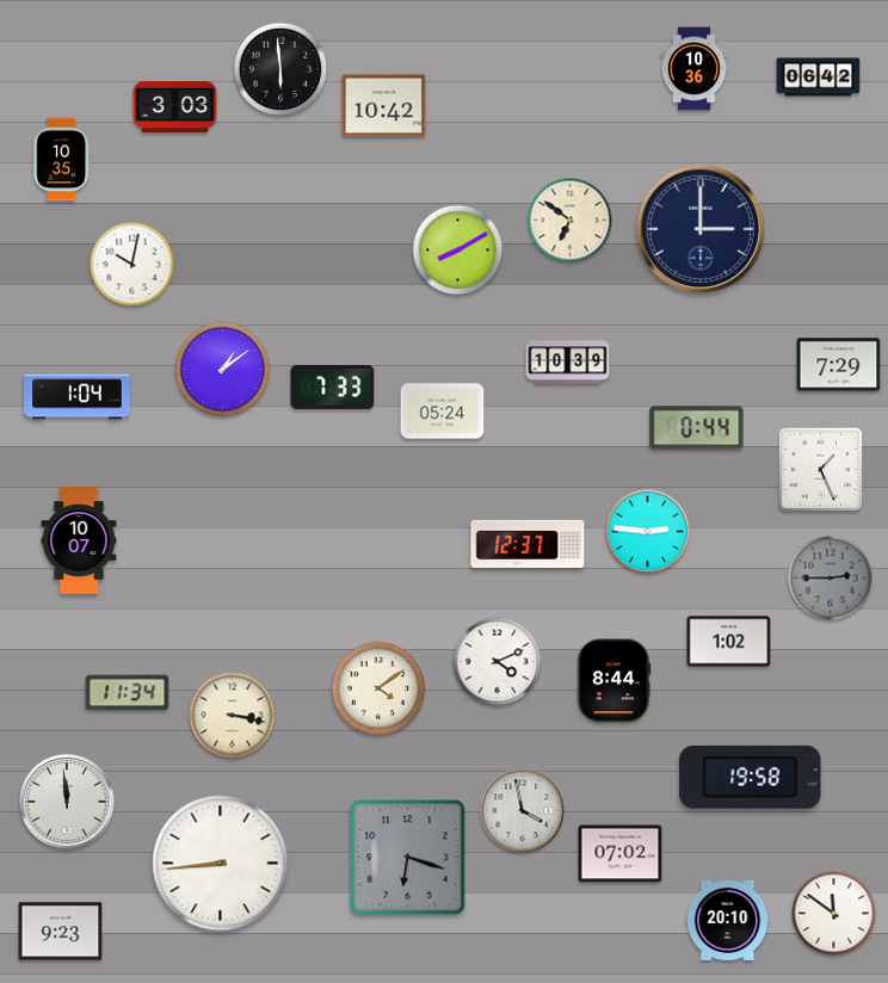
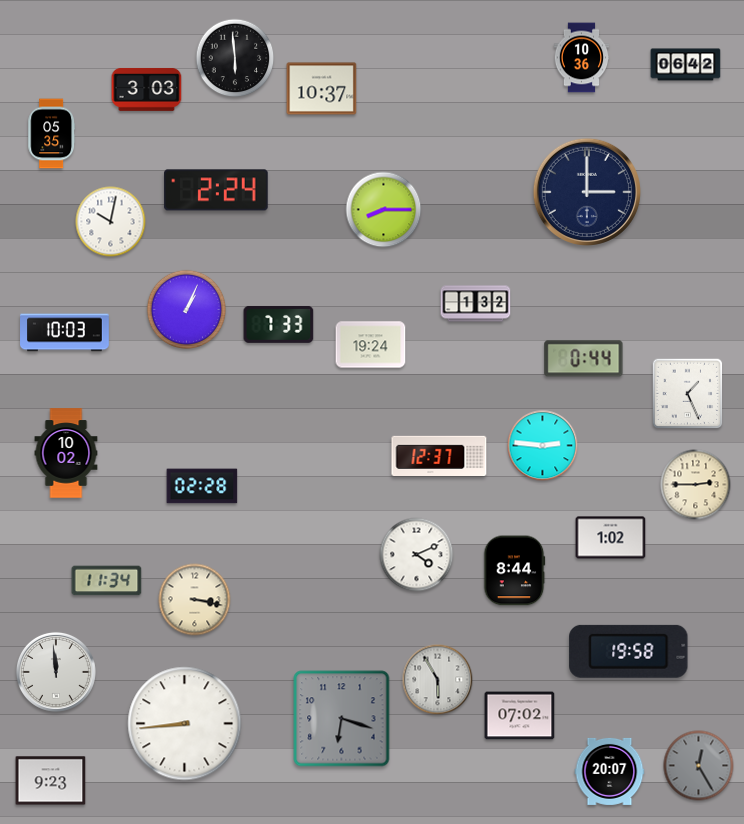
clock at (384, 106): 10:42 -> 10:37
clock at (62, 160): 10:35 -> 05:35
clock at (571, 221): 6:51 -> none
clock at (216, 190): none -> 2:24
clock at (458, 251): 8:10 -> 8:15
clock at (568, 363): 10:39 -> 1:32
clock at (839, 365): 7:29 -> none
clock at (223, 370): 1:09 -> 1:04
clock at (78, 397): 1:04 -> 10:03
clock at (443, 412): 05:24 -> 19:24
clock at (79, 540): 10:07 -> 10:02
clock at (528, 543) position: (528, 543) -> (439, 455)
clock at (831, 579) dial: grey -> cream
clock at (202, 486): none -> 02:28
clock at (378, 688): 4:09 -> none
clock at (523, 811): 3:58 -> 5:55
clock at (834, 914): 11:51 -> 12:25
clock at (834, 914) dial: white -> grey
clock at (728, 920): 20:10 -> 20:07
